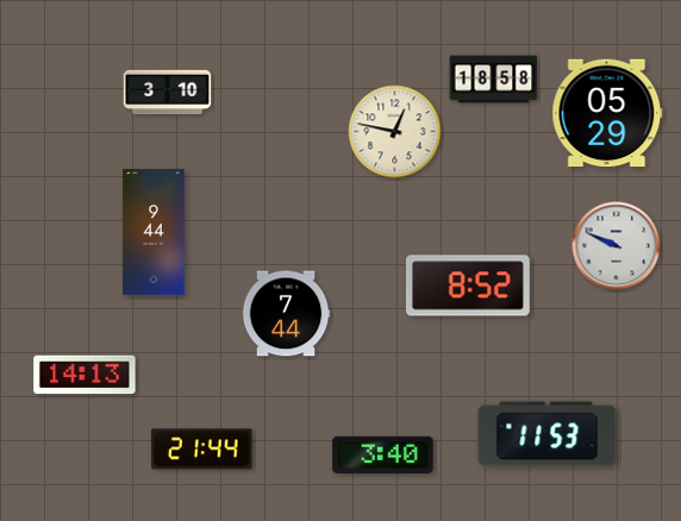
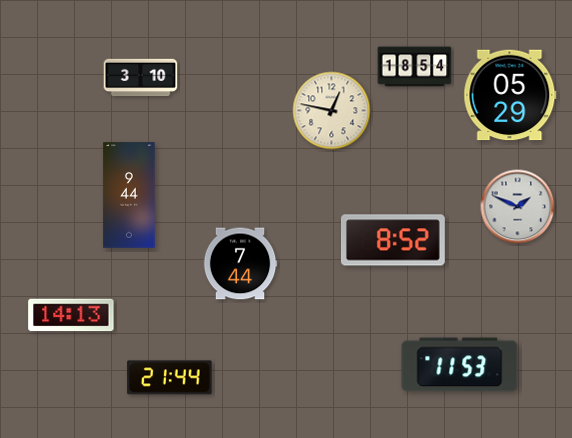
clock at (494, 80): 18:58 -> 18:54
clock at (617, 246): 9:49 -> 1:49
clock at (383, 454): 3:40 -> none
